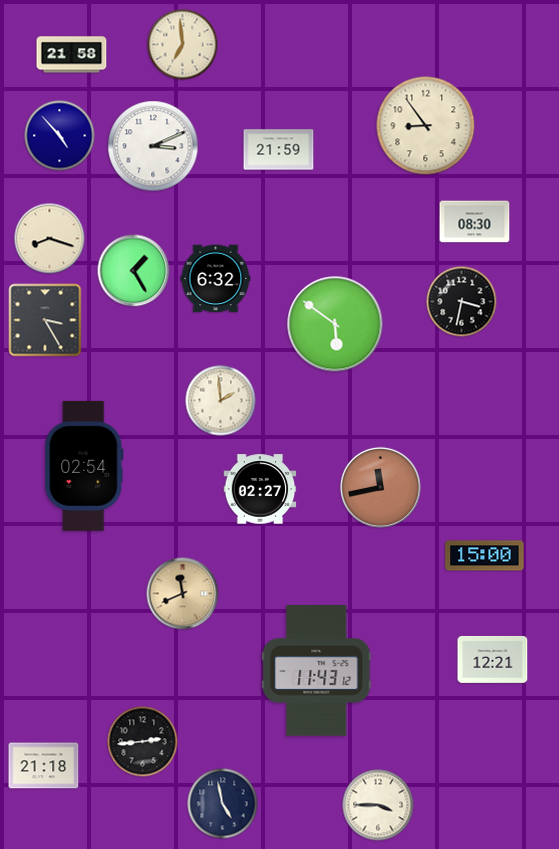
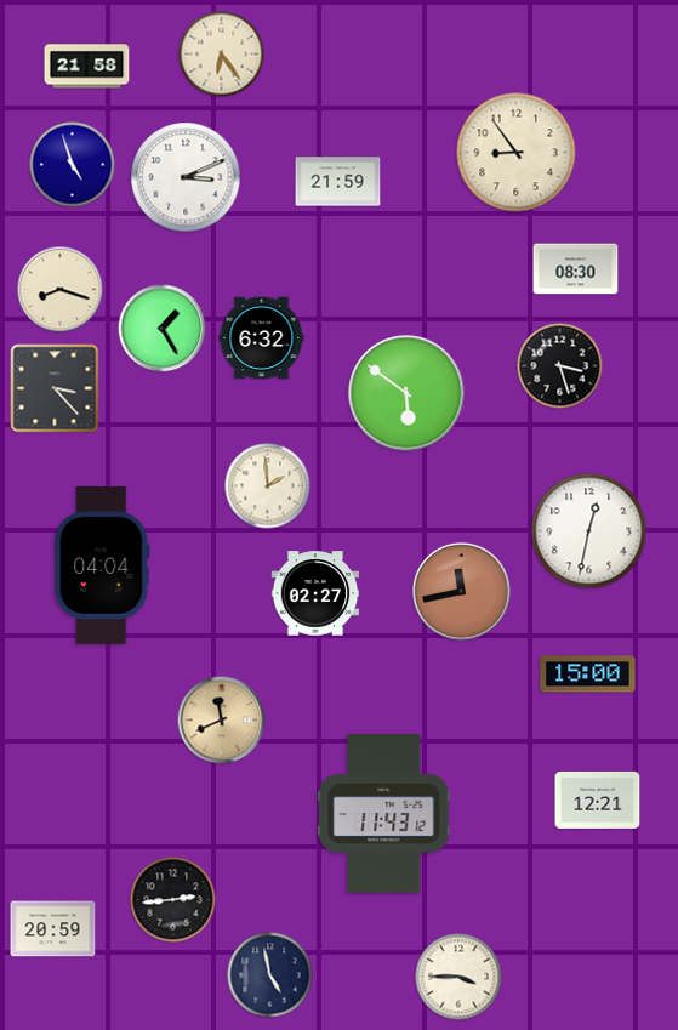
clock at (183, 45): 6:59 -> 6:24
clock at (60, 136): 4:53 -> 4:57
clock at (462, 302): 3:32 -> 3:27
clock at (45, 320): 3:25 -> 3:23
clock at (589, 531): none -> 12:32
clock at (84, 466): 02:54 -> 04:04
clock at (44, 766): 21:18 -> 20:59
